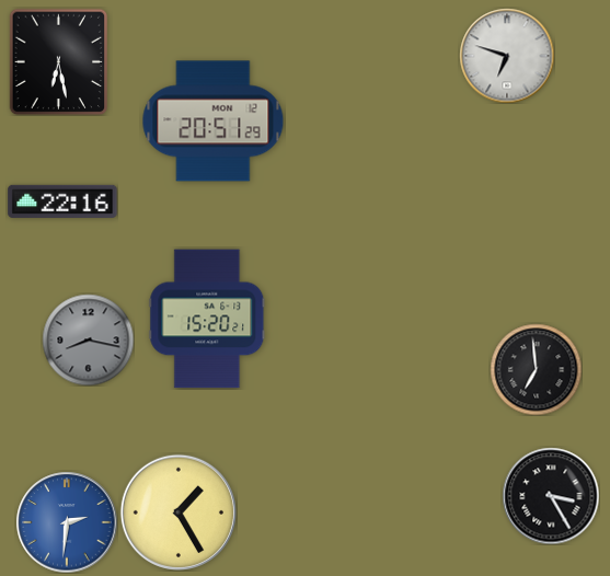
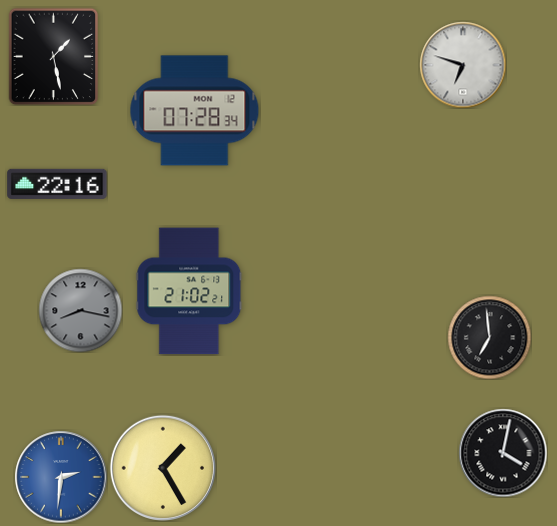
clock at (507, 56) position: (507, 56) -> (463, 65)
clock at (59, 61): 6:28 -> 1:28
clock at (214, 122): 20:51 -> 07:28
clock at (207, 319): 15:20 -> 21:02
clock at (551, 496): 3:25 -> 4:02
